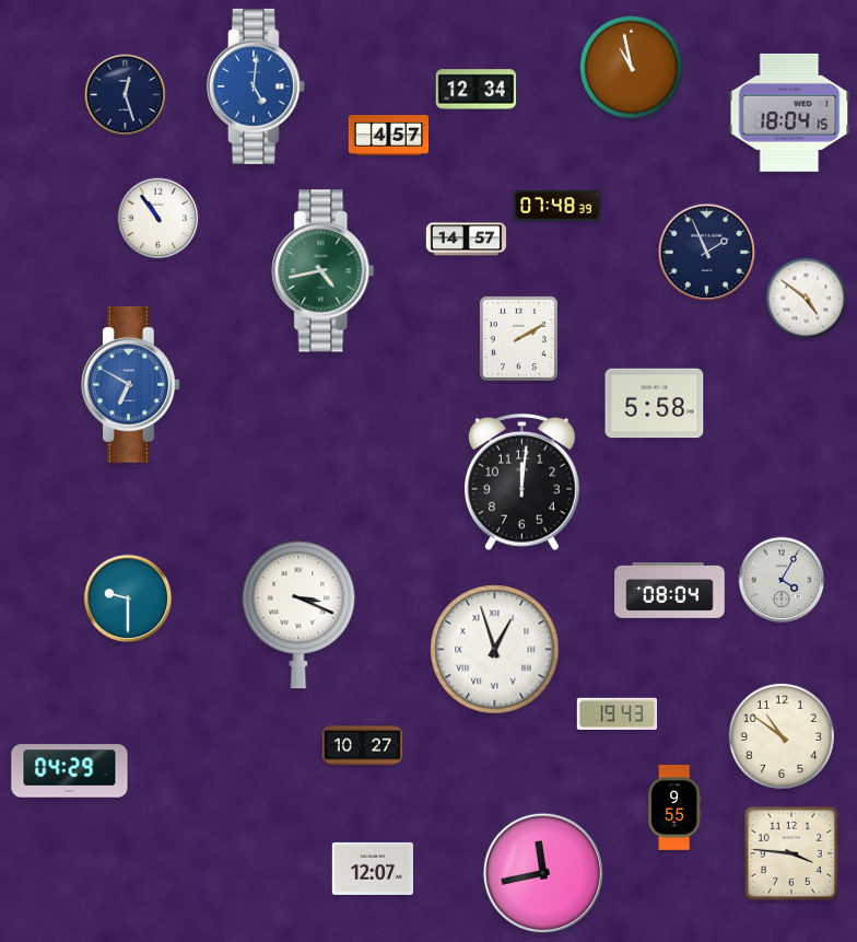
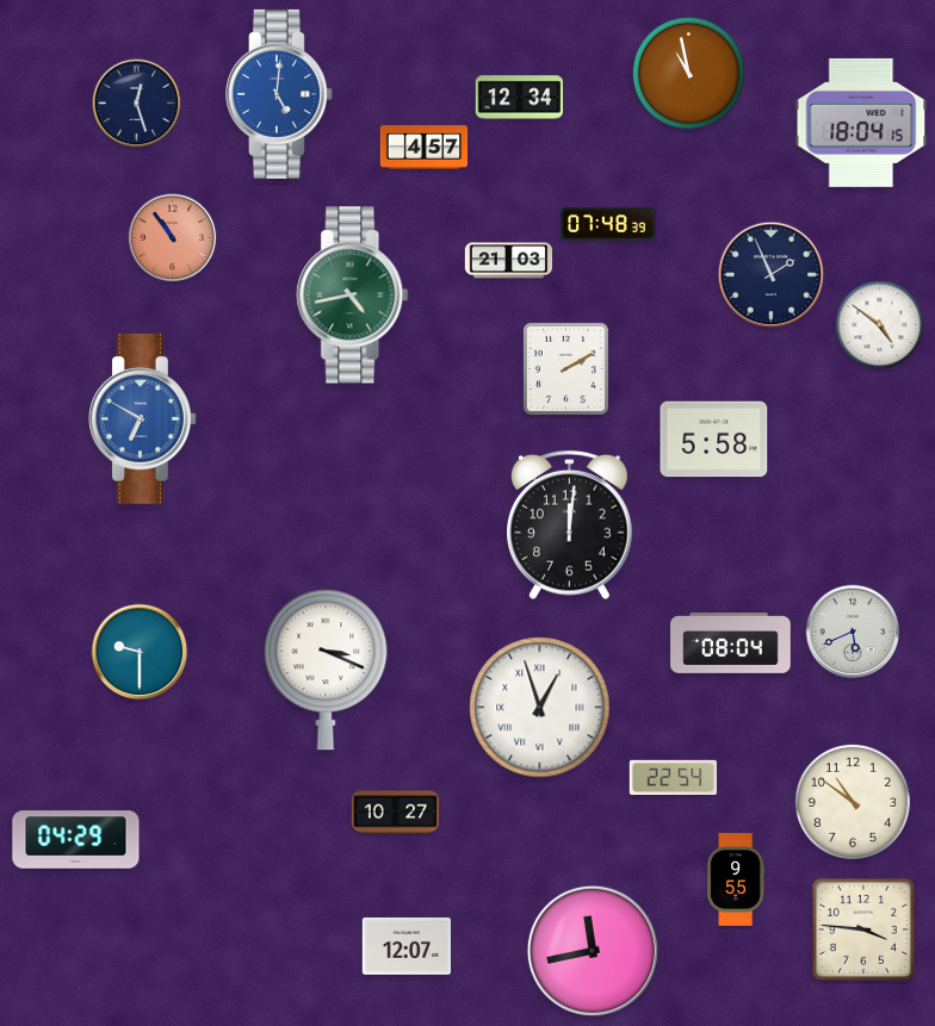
clock at (159, 219) dial: white -> salmon
clock at (467, 240): 14:57 -> 21:03
clock at (782, 580): 4:05 -> 5:41
clock at (618, 714): 19:43 -> 22:54
